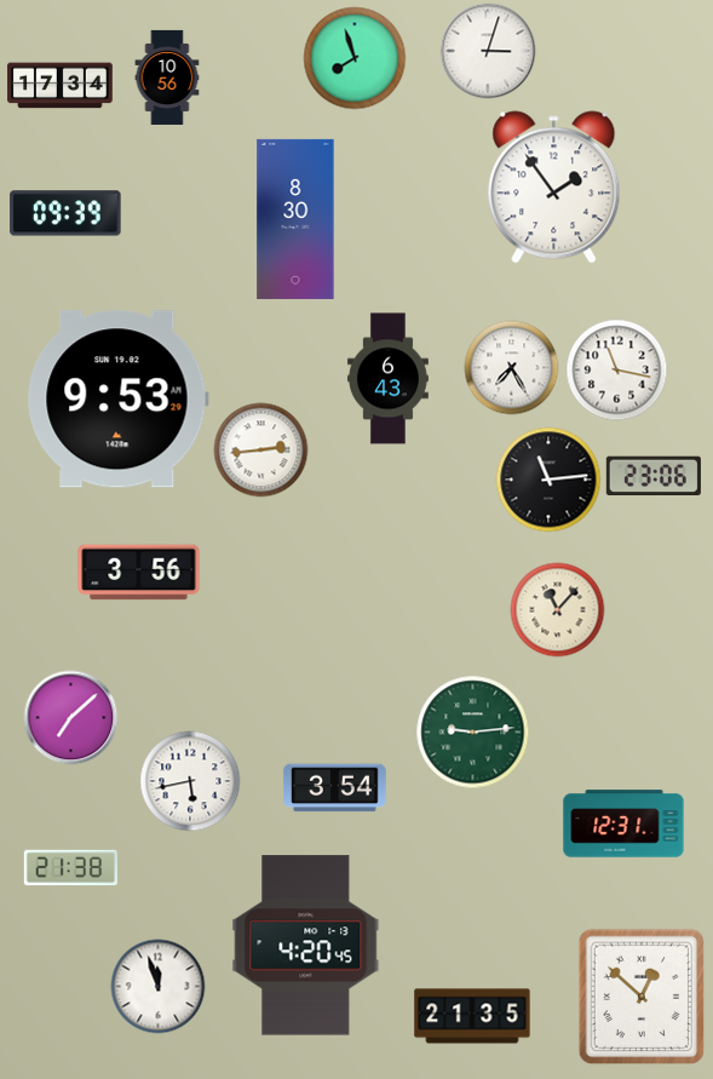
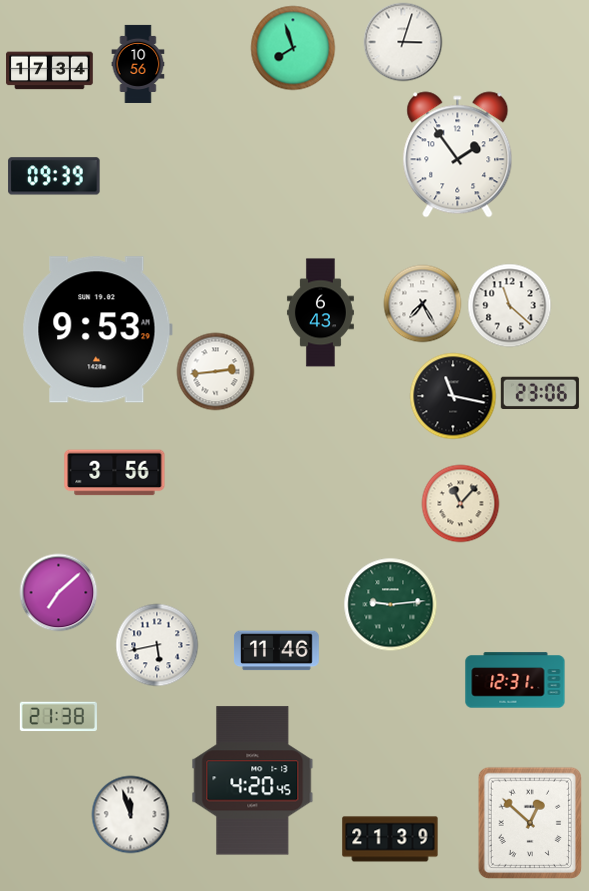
clock at (295, 219): 8:30 -> none
clock at (616, 369): 11:17 -> 11:22
clock at (548, 480): 11:14 -> 11:17
clock at (335, 788): 3:54 -> 11:46
clock at (472, 1016): 21:35 -> 21:39
